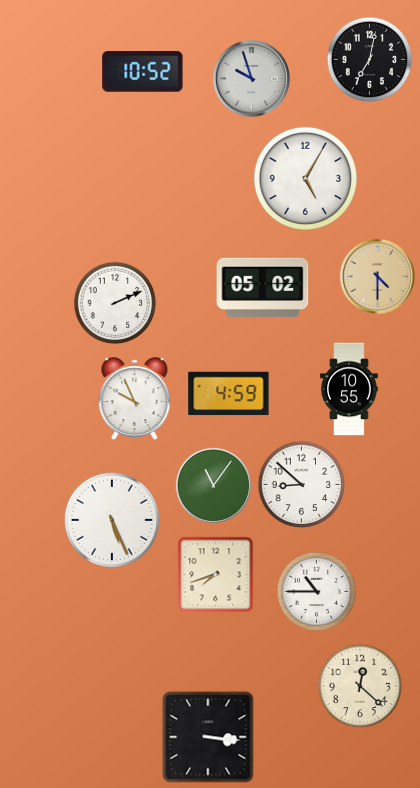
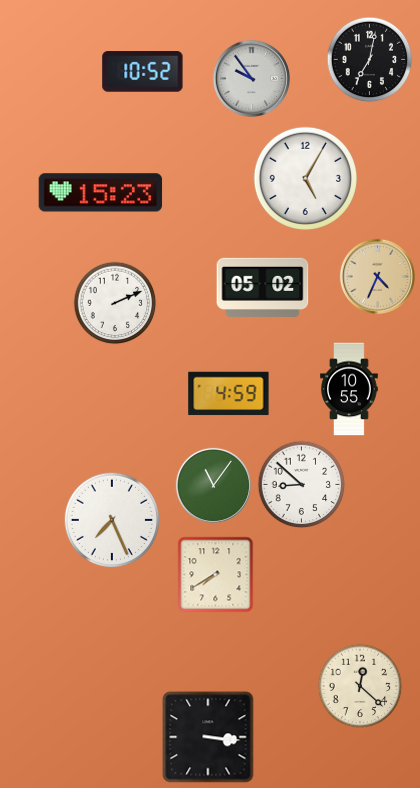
clock at (251, 78): 9:57 -> 9:54
clock at (101, 193): none -> 15:23
clock at (377, 276): 4:30 -> 4:34
clock at (135, 398): 9:56 -> none
clock at (112, 520): 5:26 -> 7:26
clock at (216, 575): 7:42 -> 7:40
clock at (317, 592): 10:45 -> none
